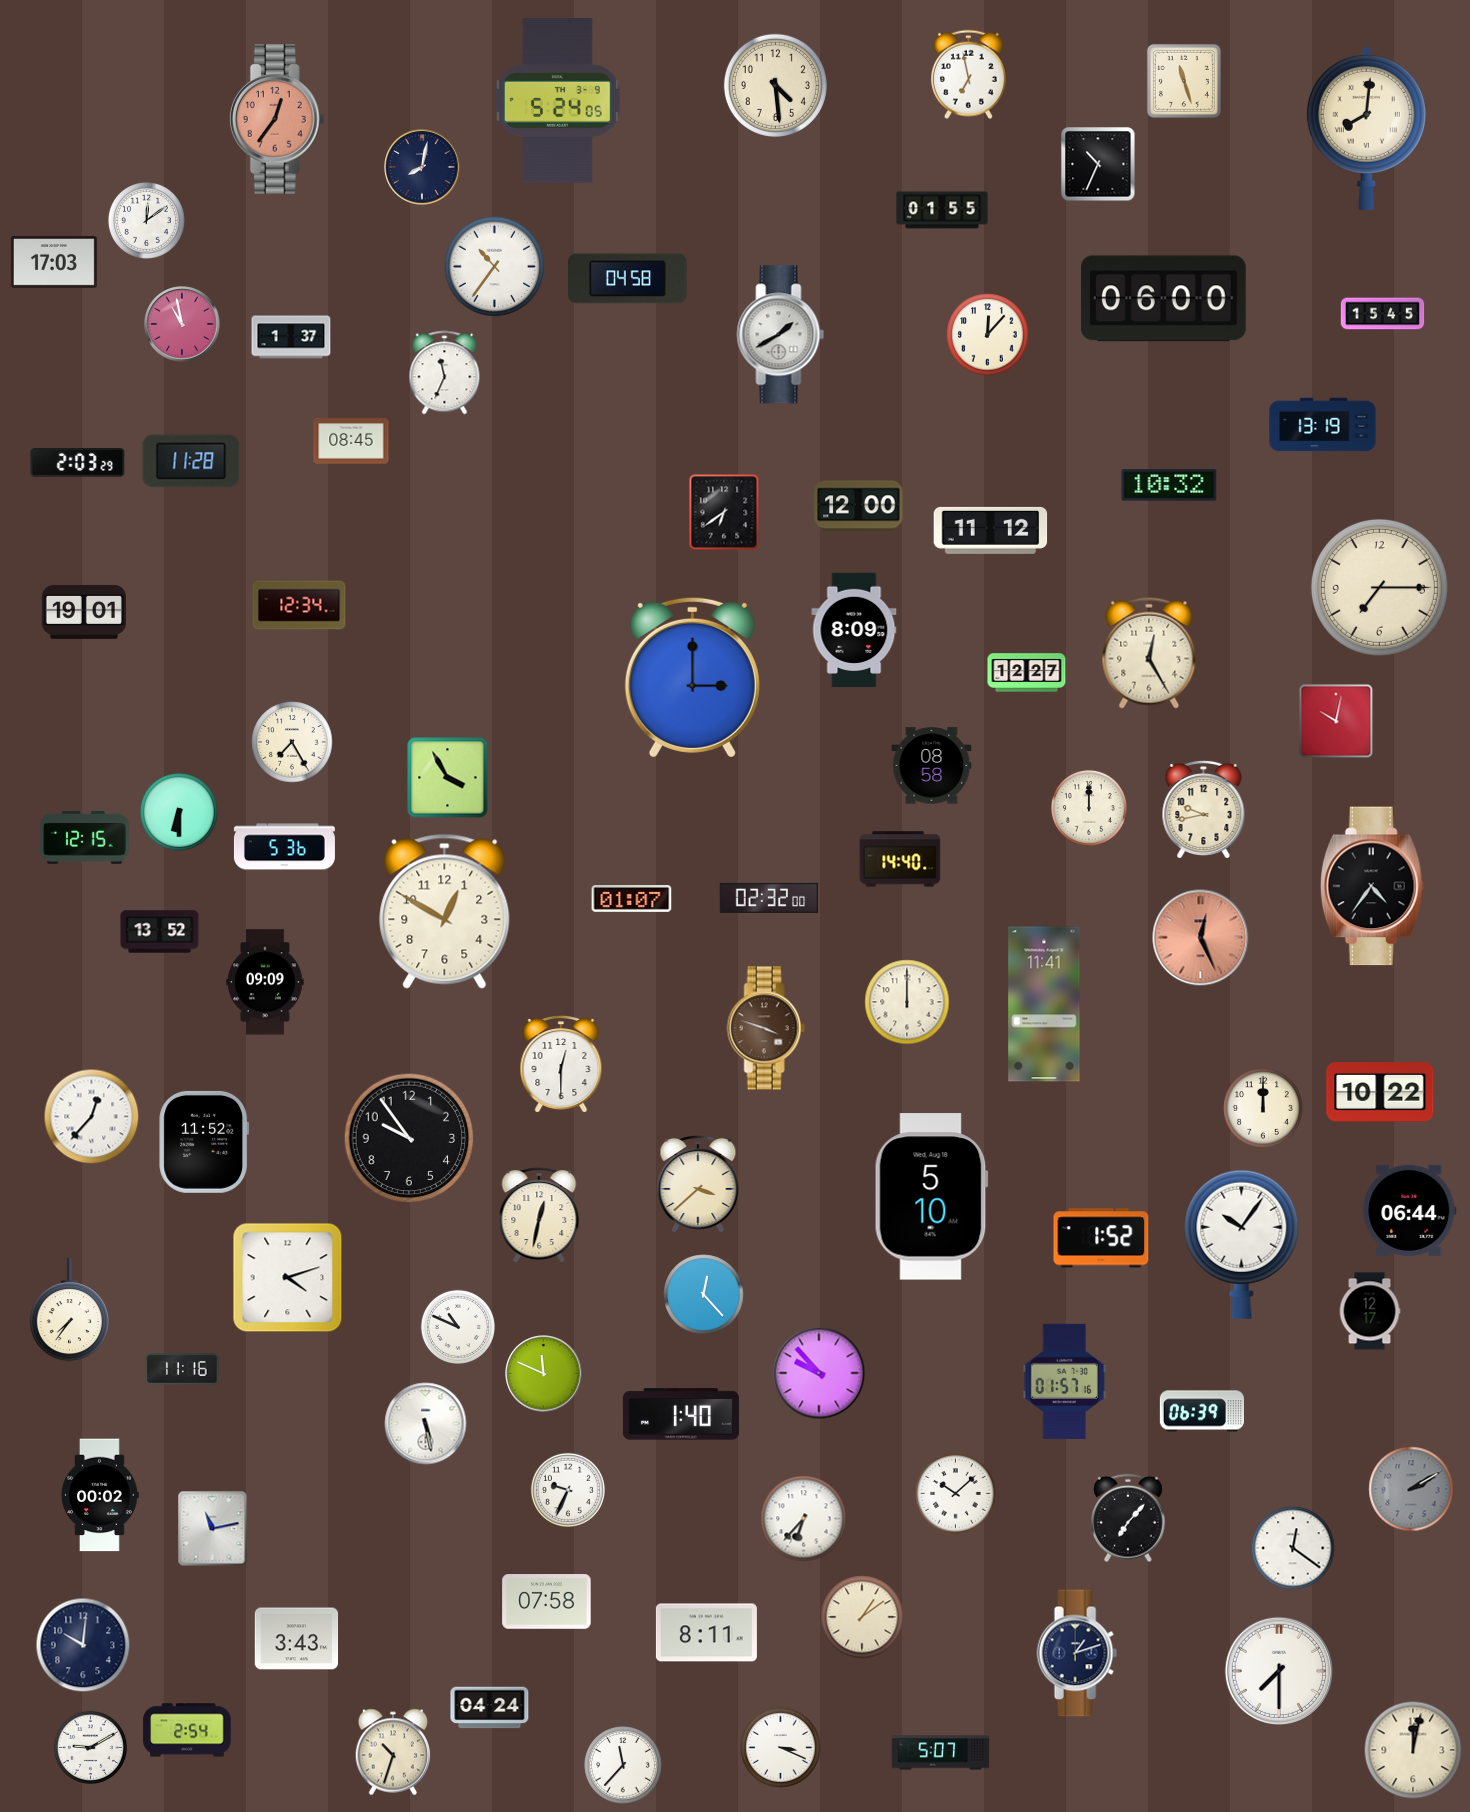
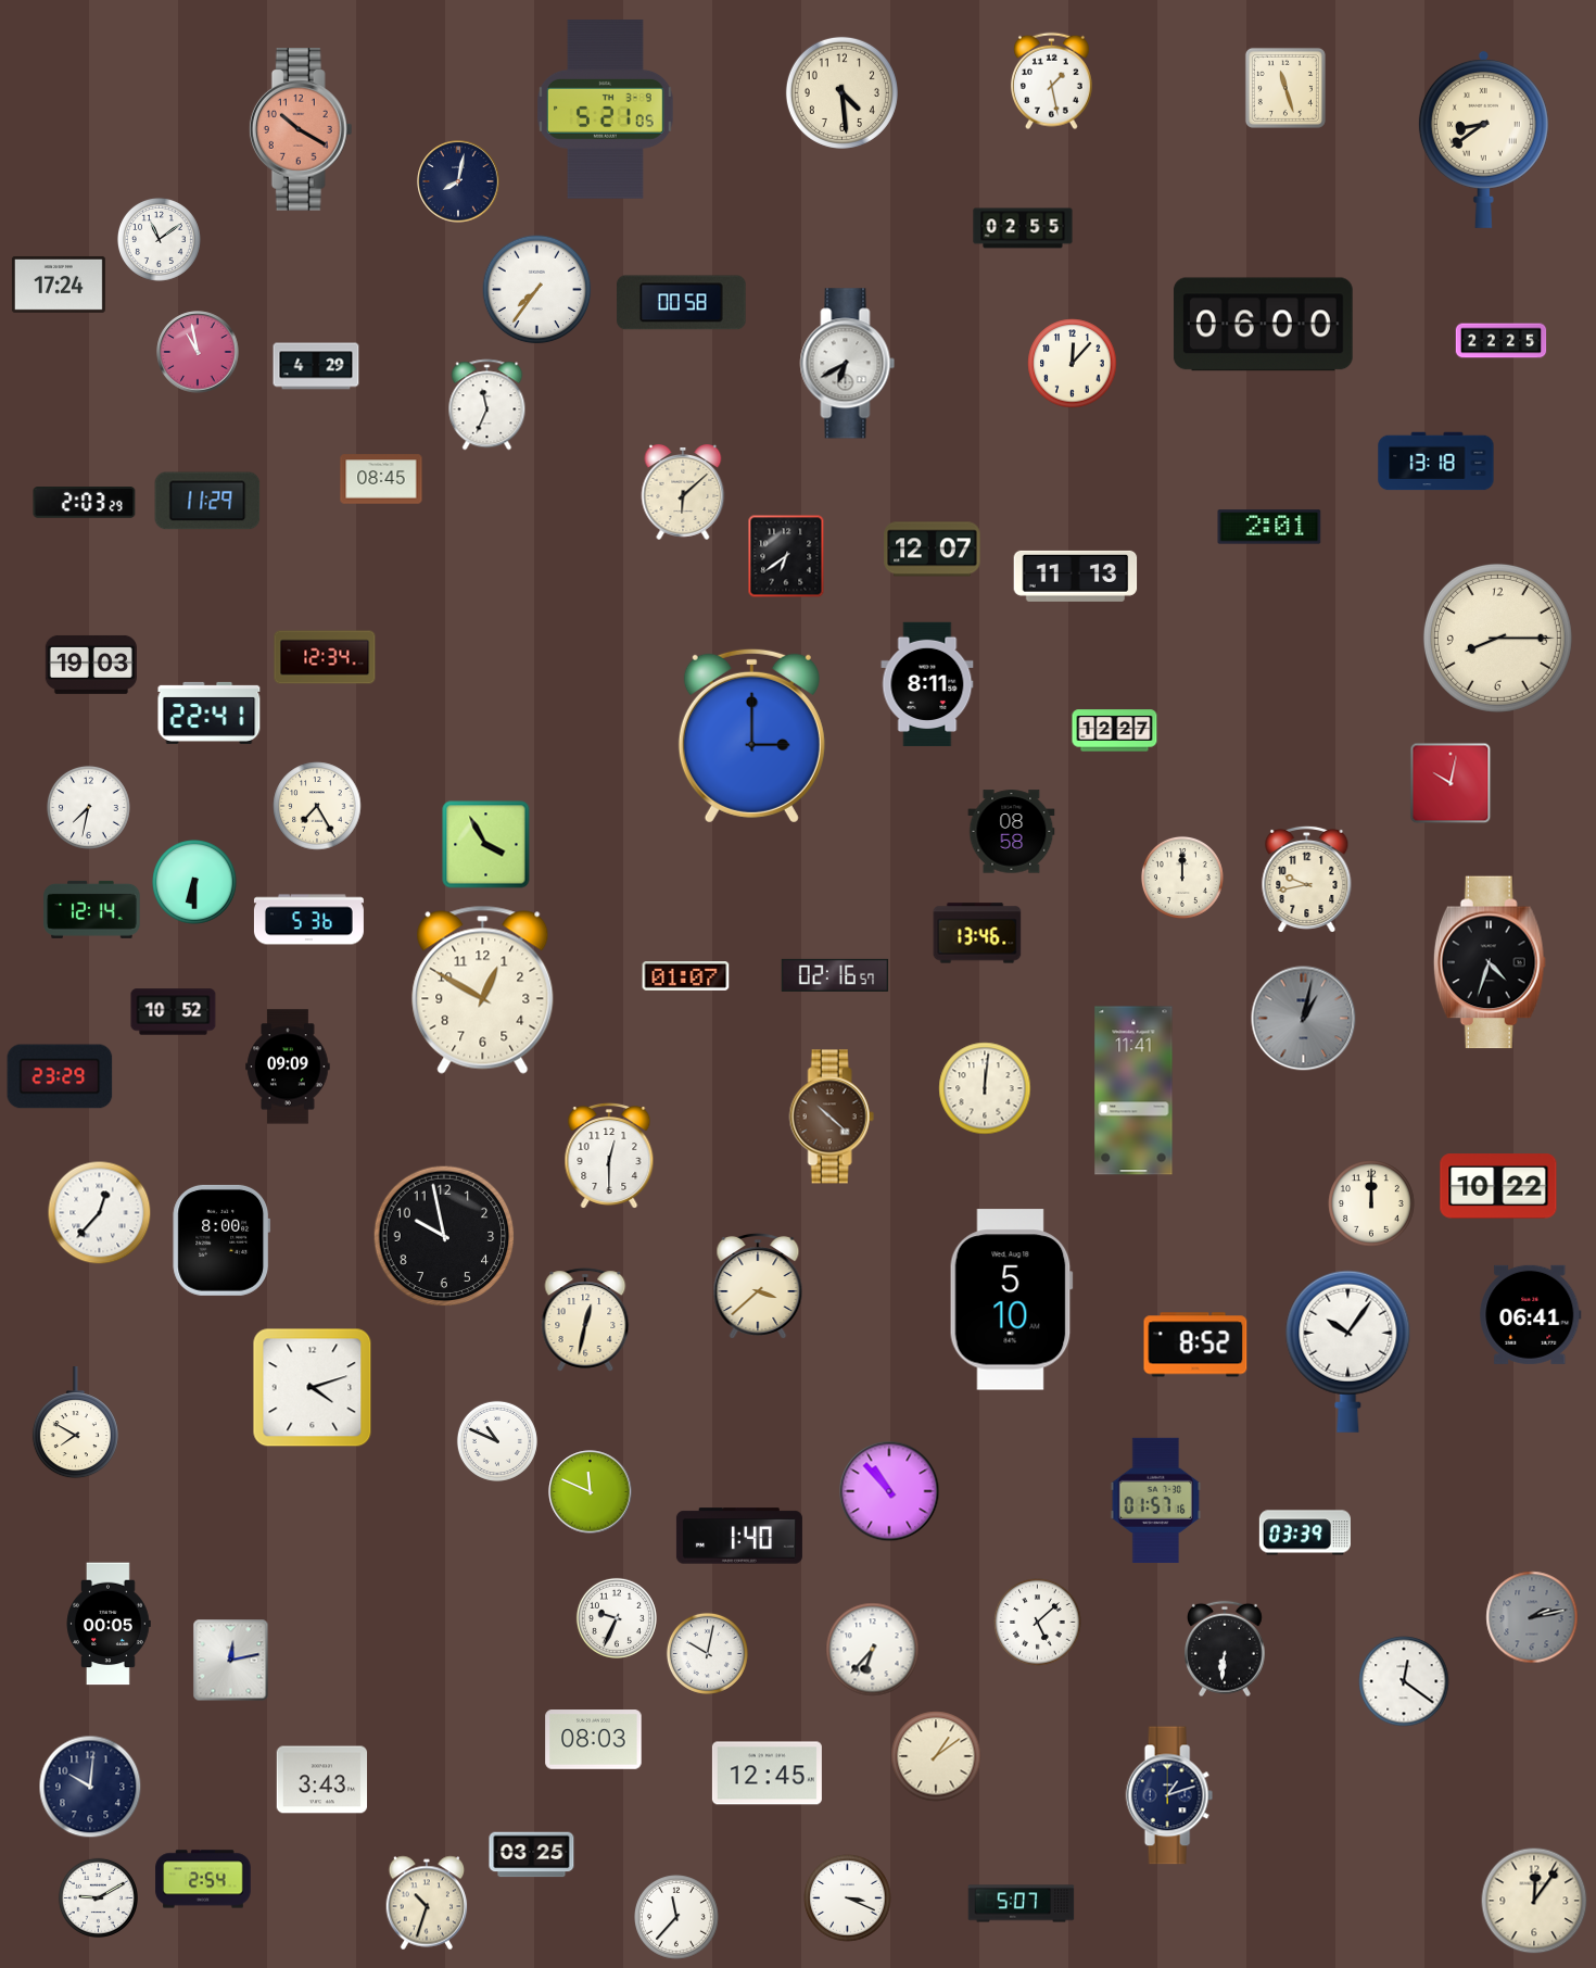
clock at (968, 75): 6:58 -> 1:28
clock at (558, 101): 5:24 -> 5:21
clock at (277, 119): 12:36 -> 10:20
clock at (1366, 128): 8:01 -> 8:39
clock at (1098, 164): 10:34 -> none
clock at (942, 210): 01:55 -> 02:55
clock at (146, 220): 12:09 -> 11:09
clock at (54, 262): 17:03 -> 17:24
clock at (495, 267): 10:36 -> 7:36
clock at (628, 279): 04:58 -> 00:58
clock at (1383, 314): 15:45 -> 22:25
clock at (781, 335): 1:40 -> 6:40
clock at (291, 337): 1:37 -> 4:29
clock at (445, 373) position: (445, 373) -> (487, 405)
clock at (1323, 425): 13:19 -> 13:18
clock at (683, 492): none -> 6:08
clock at (191, 461): 11:28 -> 11:29
clock at (1169, 485): 10:32 -> 2:01
clock at (859, 506): 12:00 -> 12:07
clock at (991, 530): 11:12 -> 11:13
clock at (1379, 587): 7:15 -> 8:15
clock at (84, 612): 19:01 -> 19:03
clock at (854, 630): 8:09 -> 8:11
clock at (1149, 653): 12:25 -> none
clock at (210, 712): none -> 22:41
clock at (88, 807): none -> 7:32
clock at (85, 837): 12:15 -> 12:14
clock at (900, 859): 14:40 -> 13:46
clock at (1372, 886): 4:36 -> 4:33
clock at (769, 898): 02:32 -> 02:16
clock at (160, 932): 13:52 -> 10:52
clock at (1201, 938): 12:26 -> 1:02
clock at (1201, 938) dial: salmon -> grey
clock at (60, 1076): none -> 23:29
clock at (907, 1002): 12:00 -> 12:01
clock at (766, 1028): 3:48 -> 10:22
clock at (409, 1138): 9:54 -> 9:58
clock at (204, 1142): 11:52 -> 8:00
clock at (1410, 1210): 06:44 -> 06:41
clock at (1101, 1238): 1:52 -> 8:52
clock at (704, 1295): 12:23 -> none
clock at (69, 1310): 7:36 -> 7:50
clock at (1370, 1311): 12:17 -> none
clock at (182, 1369): 11:16 -> none
clock at (819, 1373): 9:53 -> 10:53
clock at (1202, 1411): 06:39 -> 03:39
clock at (426, 1424): 5:28 -> none
clock at (1411, 1489): 2:10 -> 2:13
clock at (956, 1494): 10:08 -> 5:08
clock at (100, 1495): 00:02 -> 00:05
clock at (1129, 1518): 7:07 -> 6:31
clock at (707, 1653): none -> 10:02
clock at (213, 1529): 11:13 -> 12:13
clock at (547, 1602): 07:58 -> 08:03
clock at (706, 1633): 8:11 -> 12:45
clock at (1278, 1670): 7:30 -> none
clock at (490, 1708): 04:24 -> 03:25
clock at (1413, 1750): 12:02 -> 12:06
